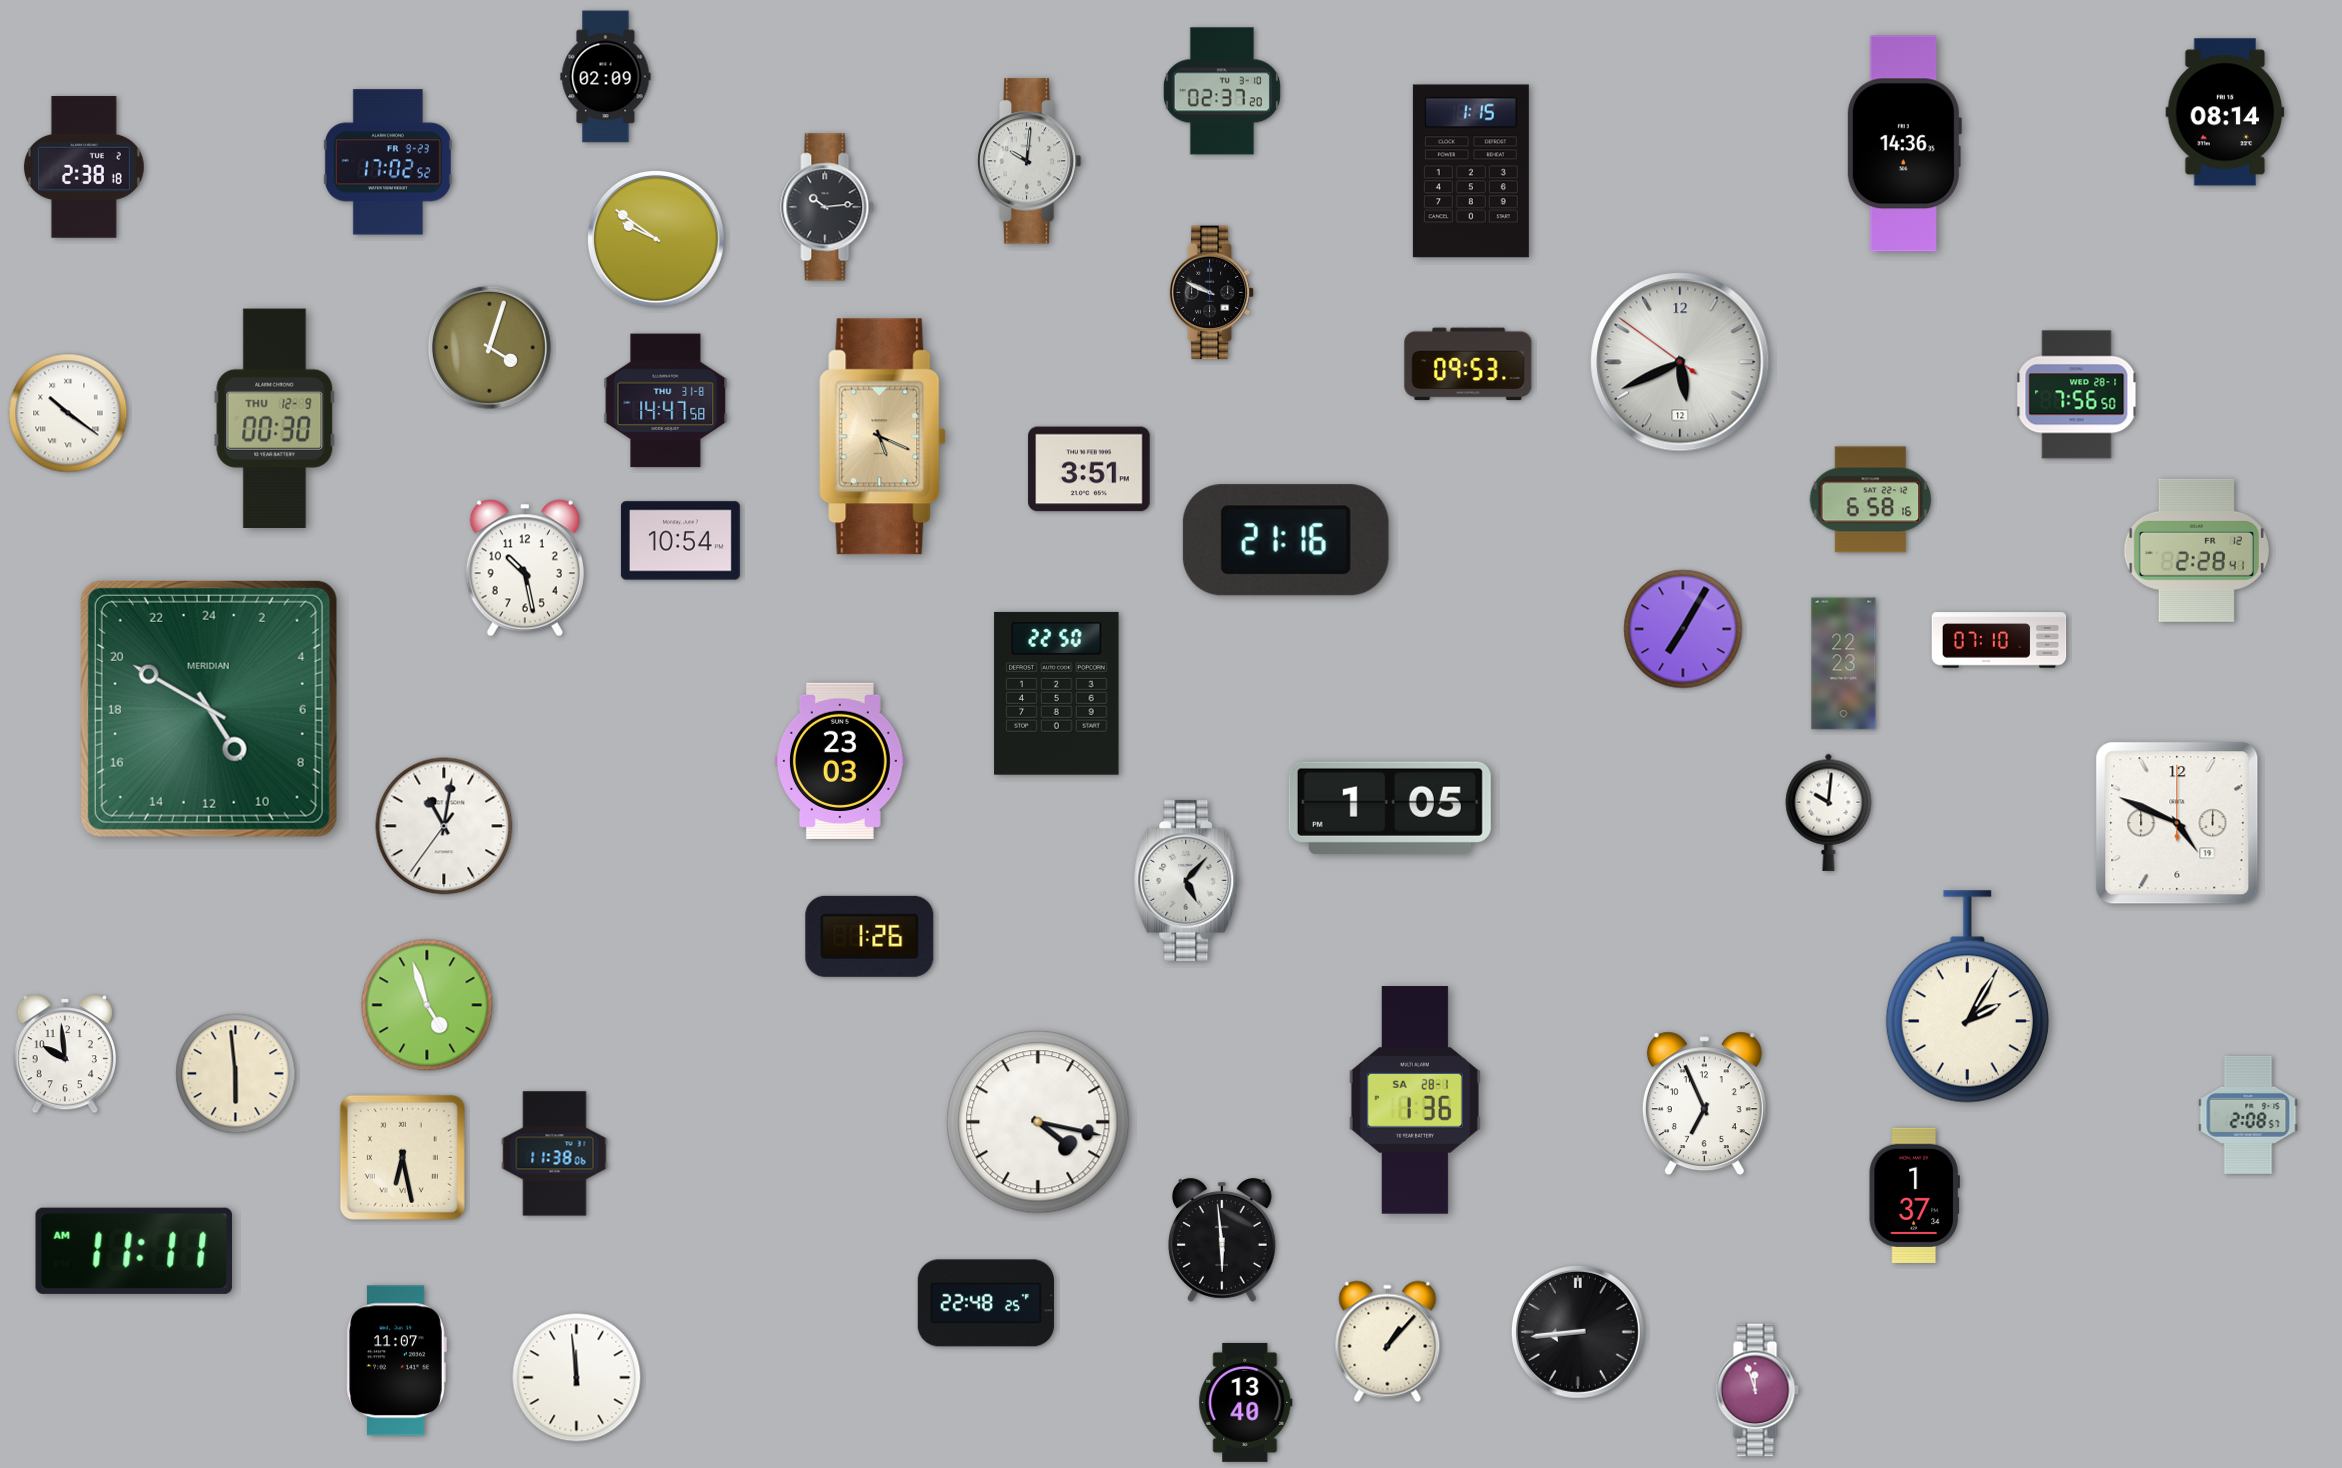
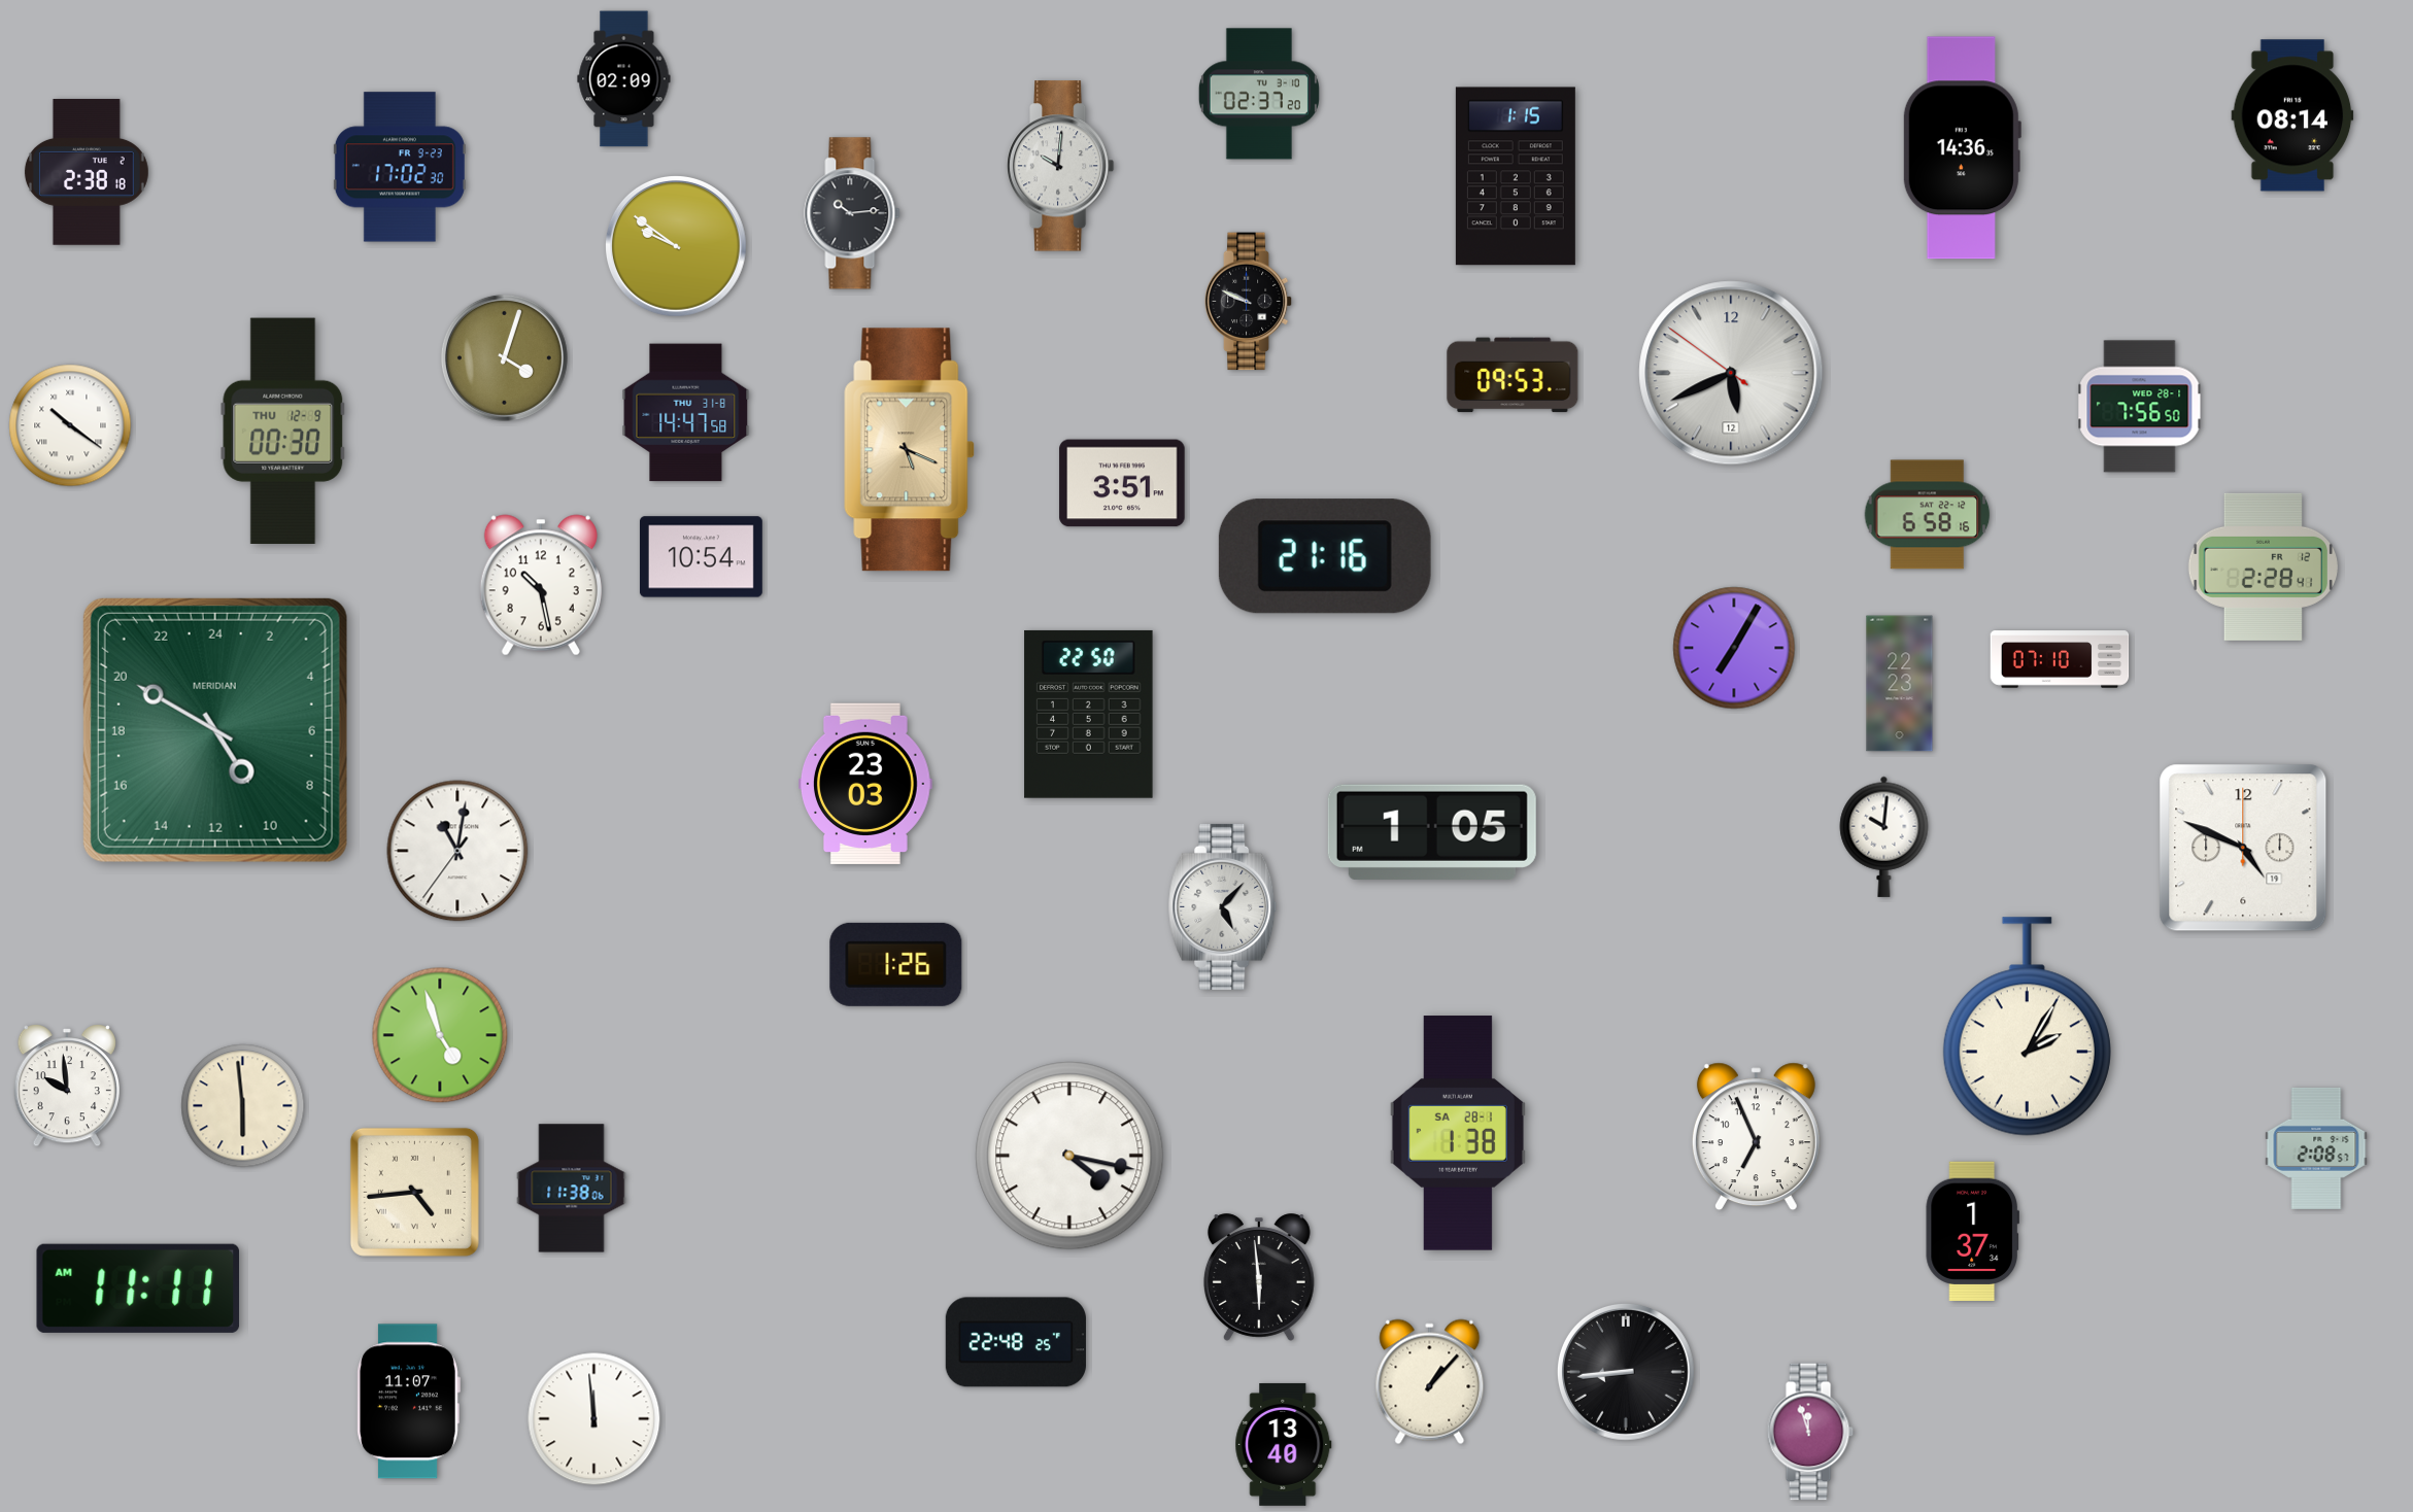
clock at (388, 162): 17:02:52 -> 17:02:30
clock at (1415, 1100): 1:36 -> 1:38
clock at (402, 1157): 6:28 -> 4:44
